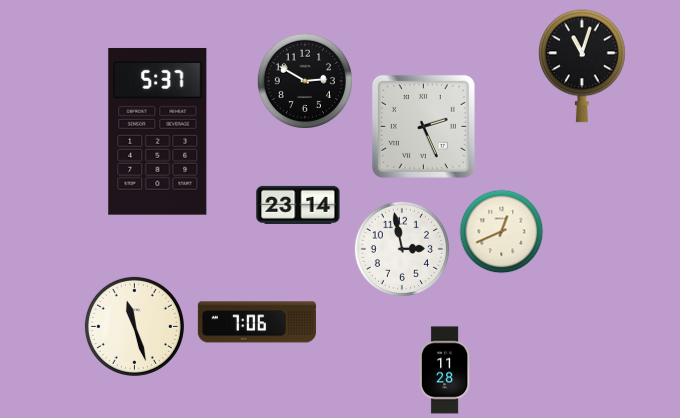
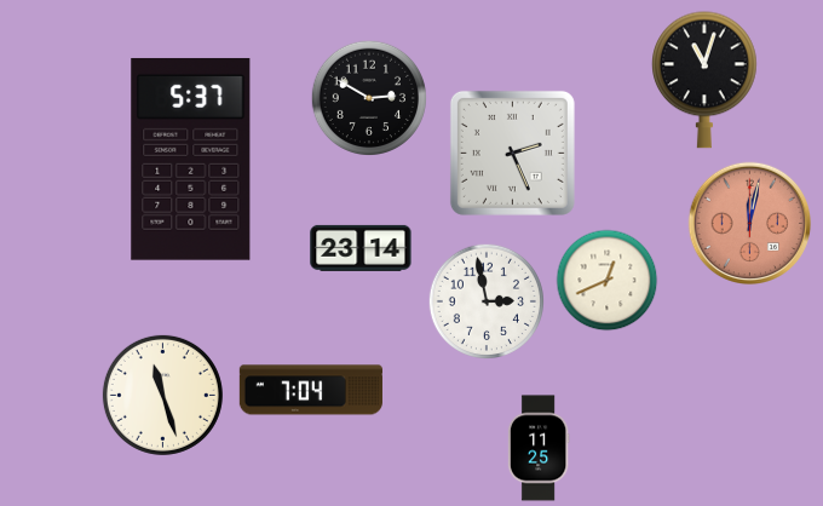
clock at (750, 224): none -> 12:02
clock at (257, 322): 7:06 -> 7:04
clock at (445, 370): 11:28 -> 11:25
